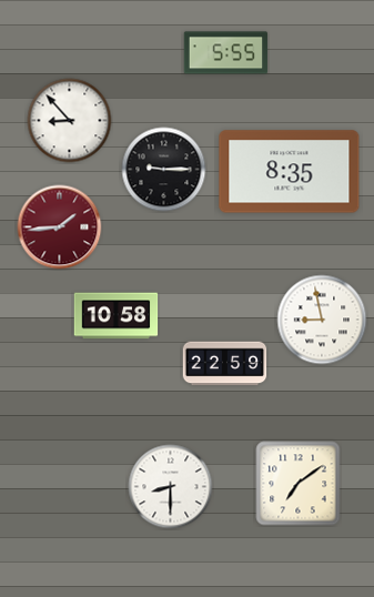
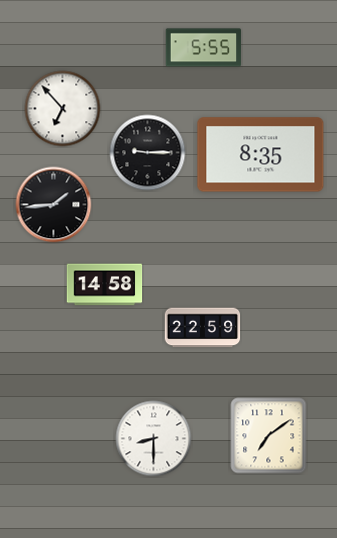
clock at (70, 121): 8:53 -> 6:53
clock at (60, 227) dial: burgundy -> black
clock at (117, 316): 10:58 -> 14:58
clock at (322, 320): 8:58 -> none
